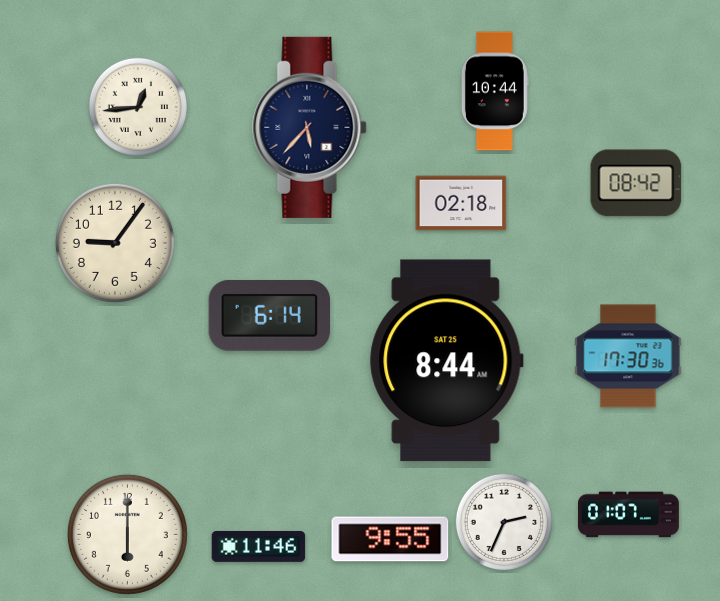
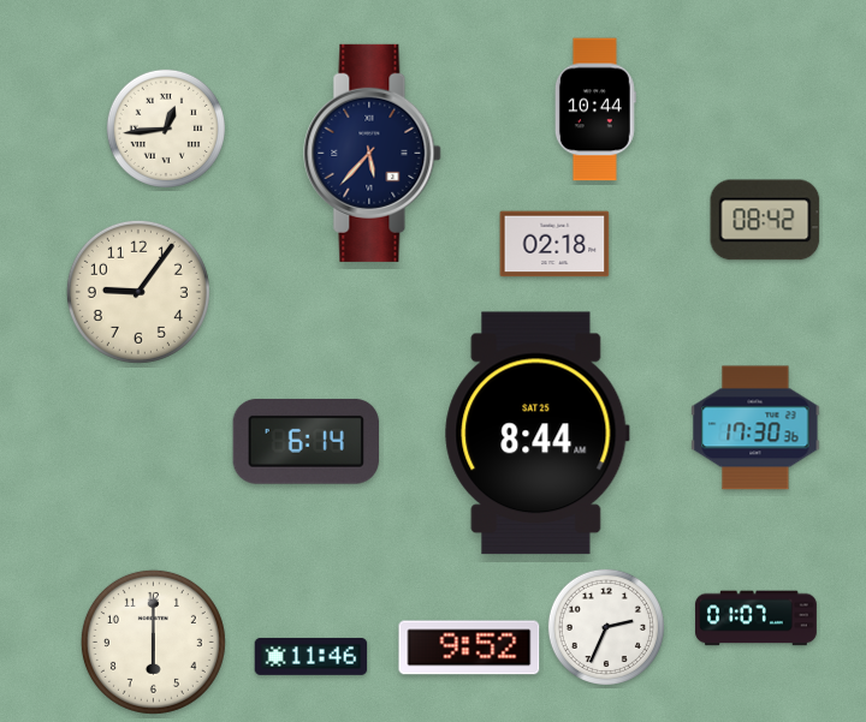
clock at (270, 315) position: (270, 315) -> (307, 441)
clock at (390, 539): 9:55 -> 9:52
